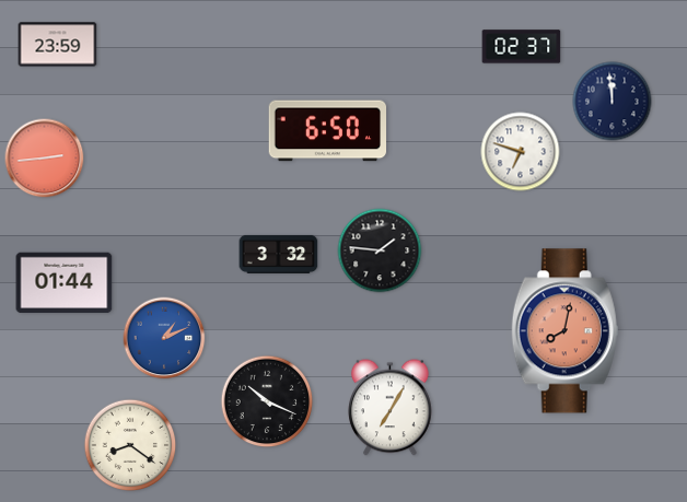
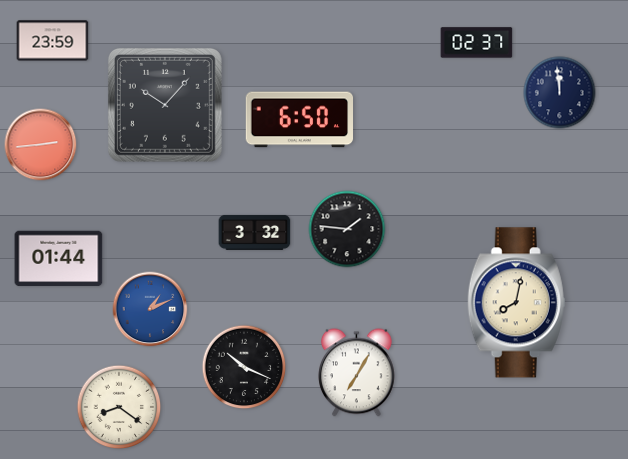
clock at (165, 105): none -> 10:07
clock at (521, 152): 6:48 -> none
clock at (564, 331) dial: salmon -> cream
